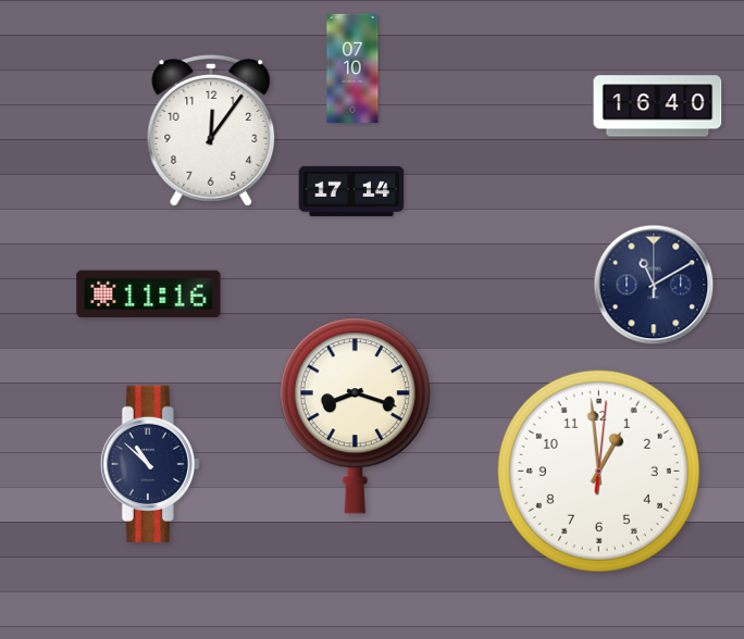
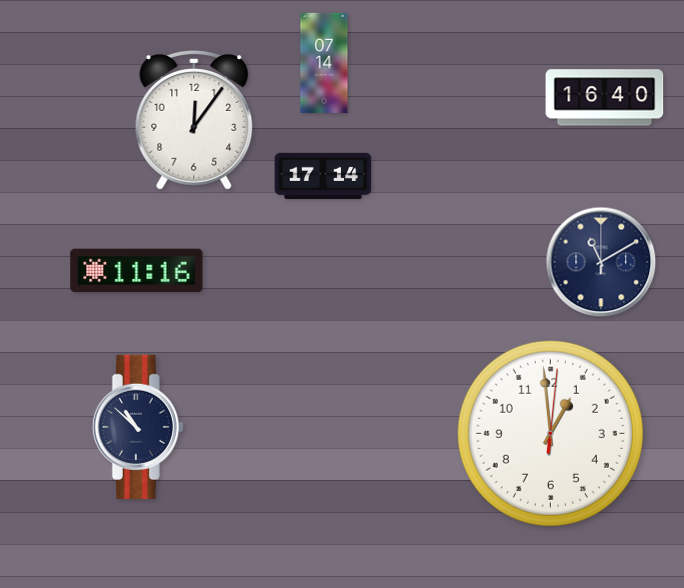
clock at (352, 68): 07:10 -> 07:14
clock at (355, 416): 8:18 -> none
